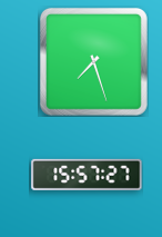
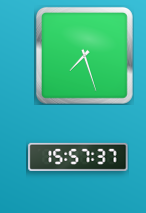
clock at (87, 175): 15:57:27 -> 15:57:37
